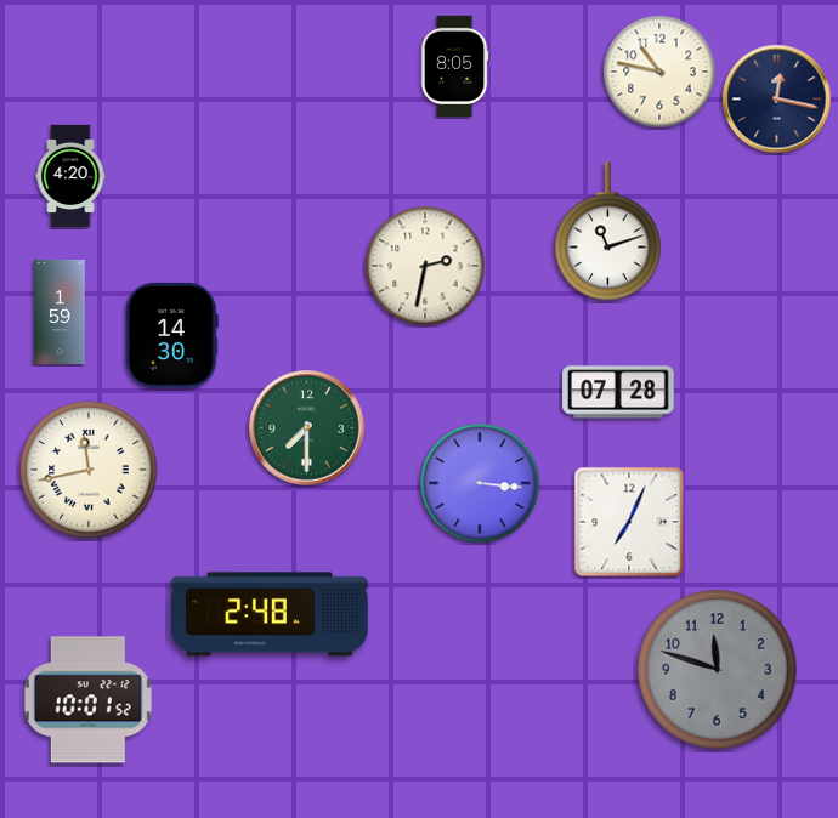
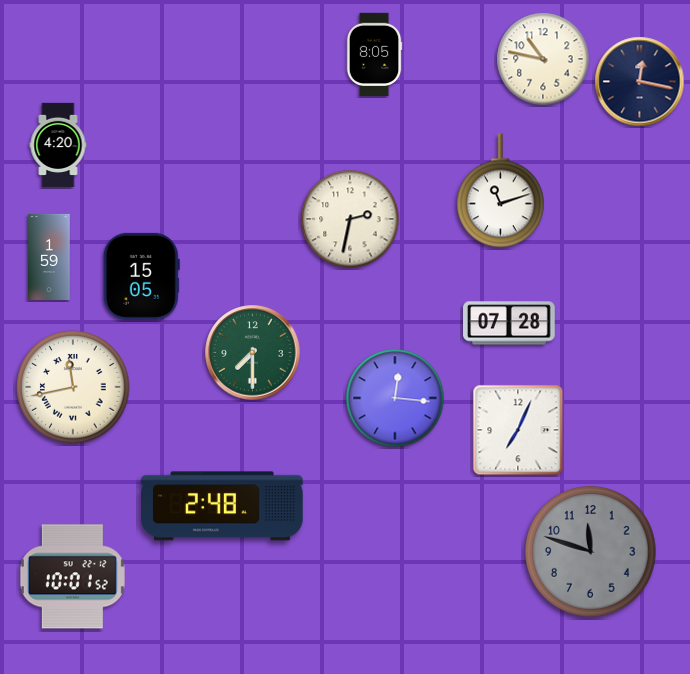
clock at (171, 335): 14:30 -> 15:05
clock at (480, 483): 3:16 -> 12:16
